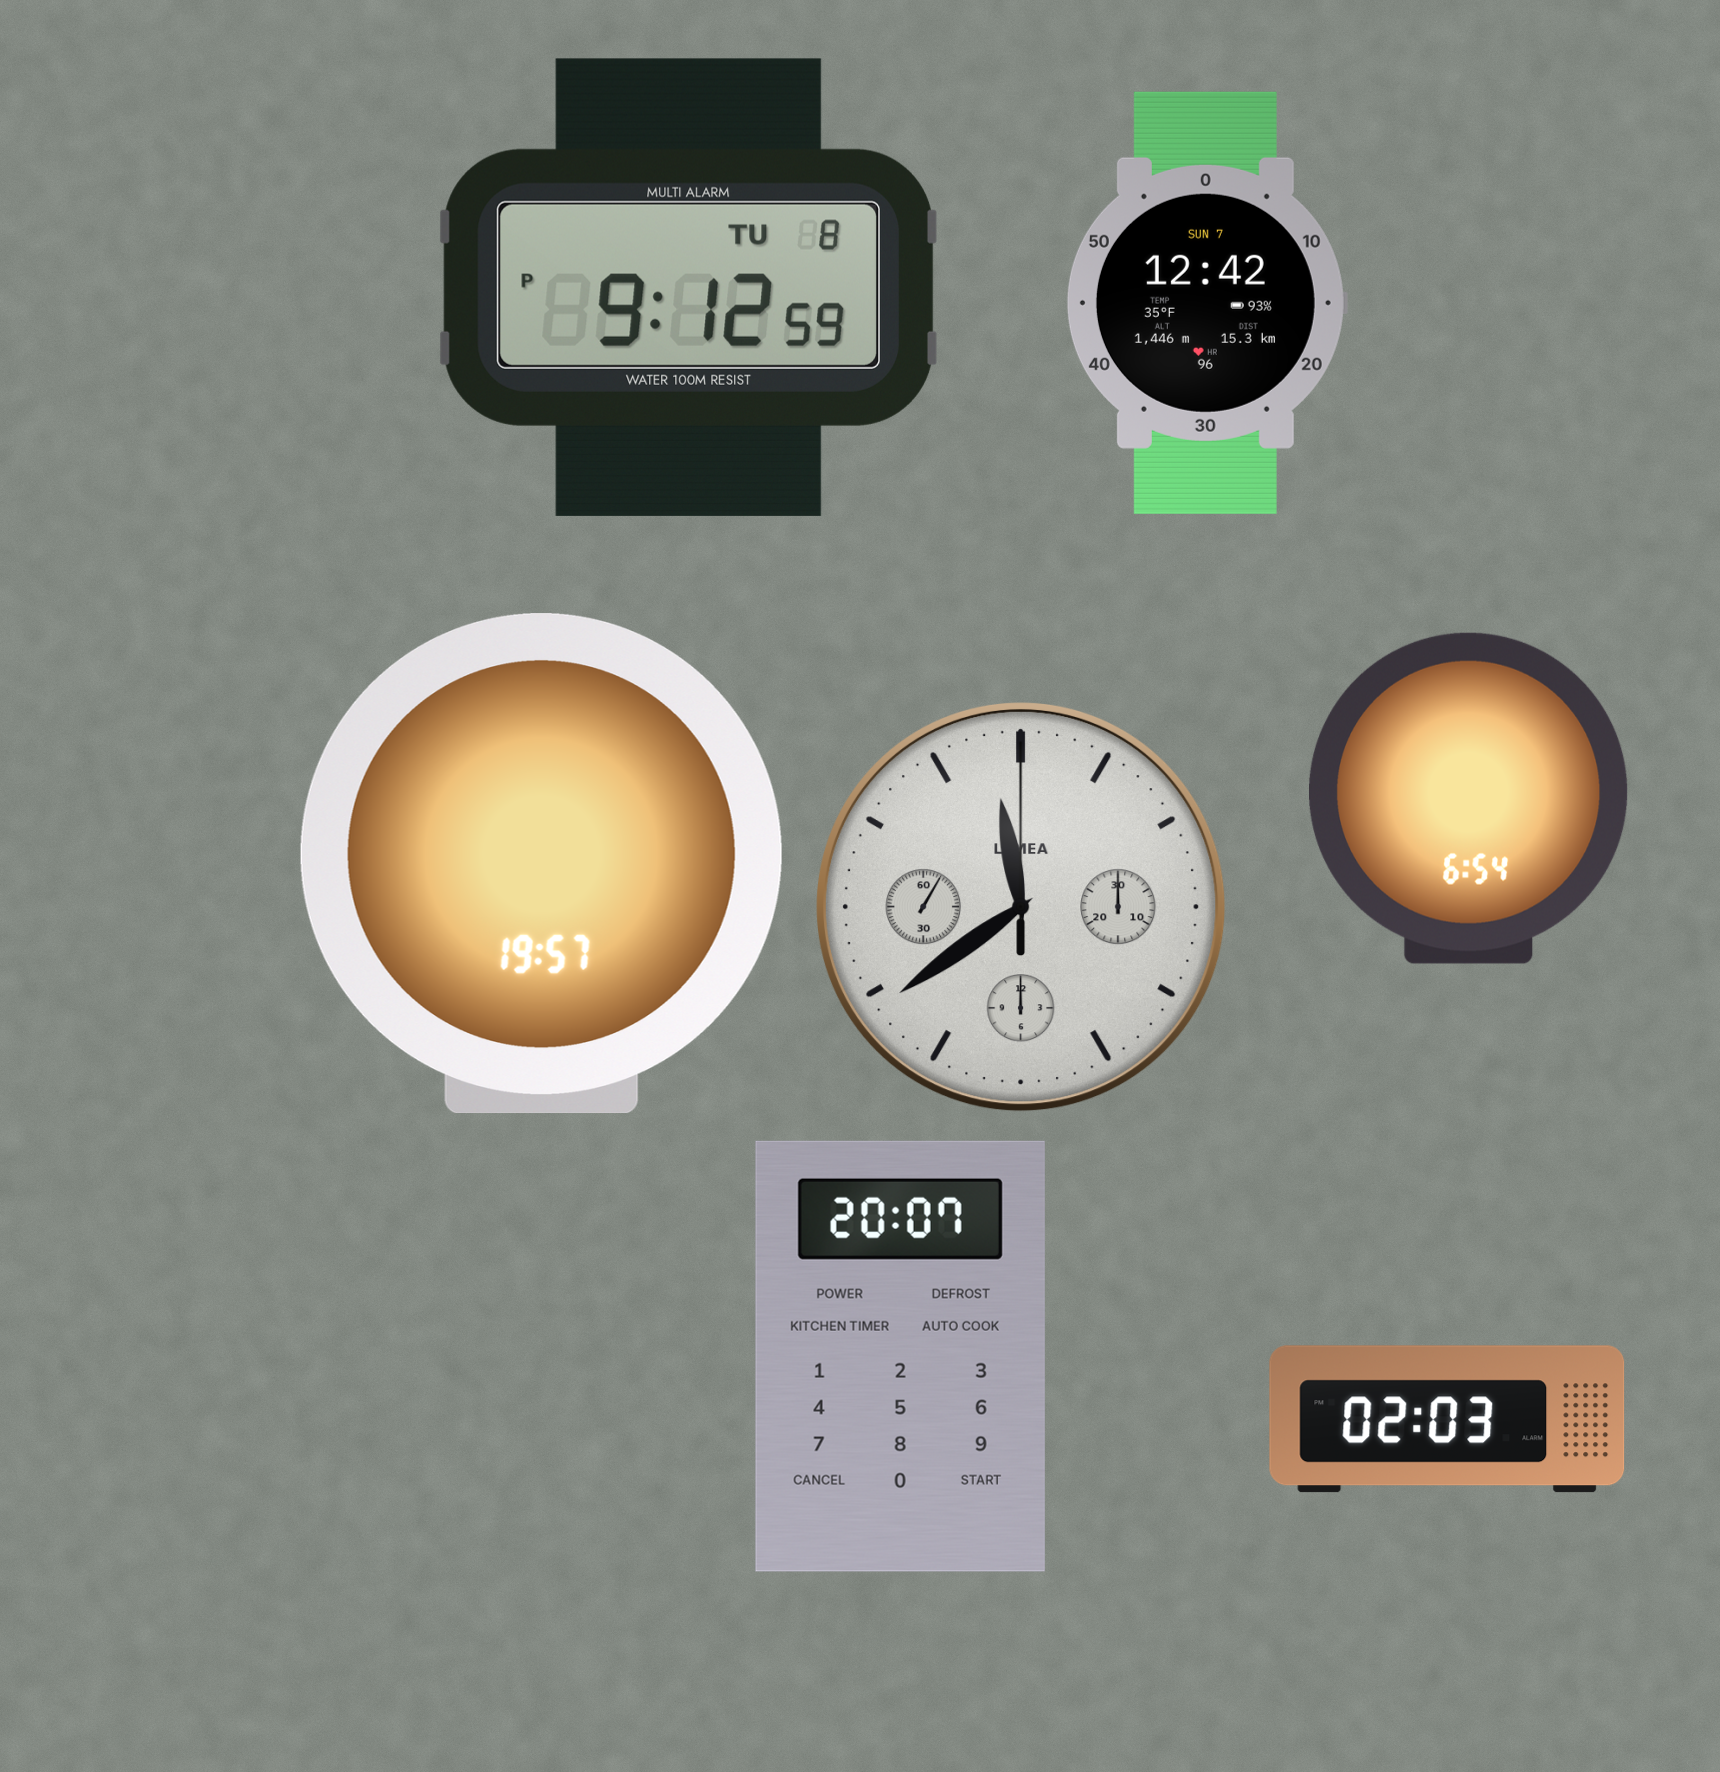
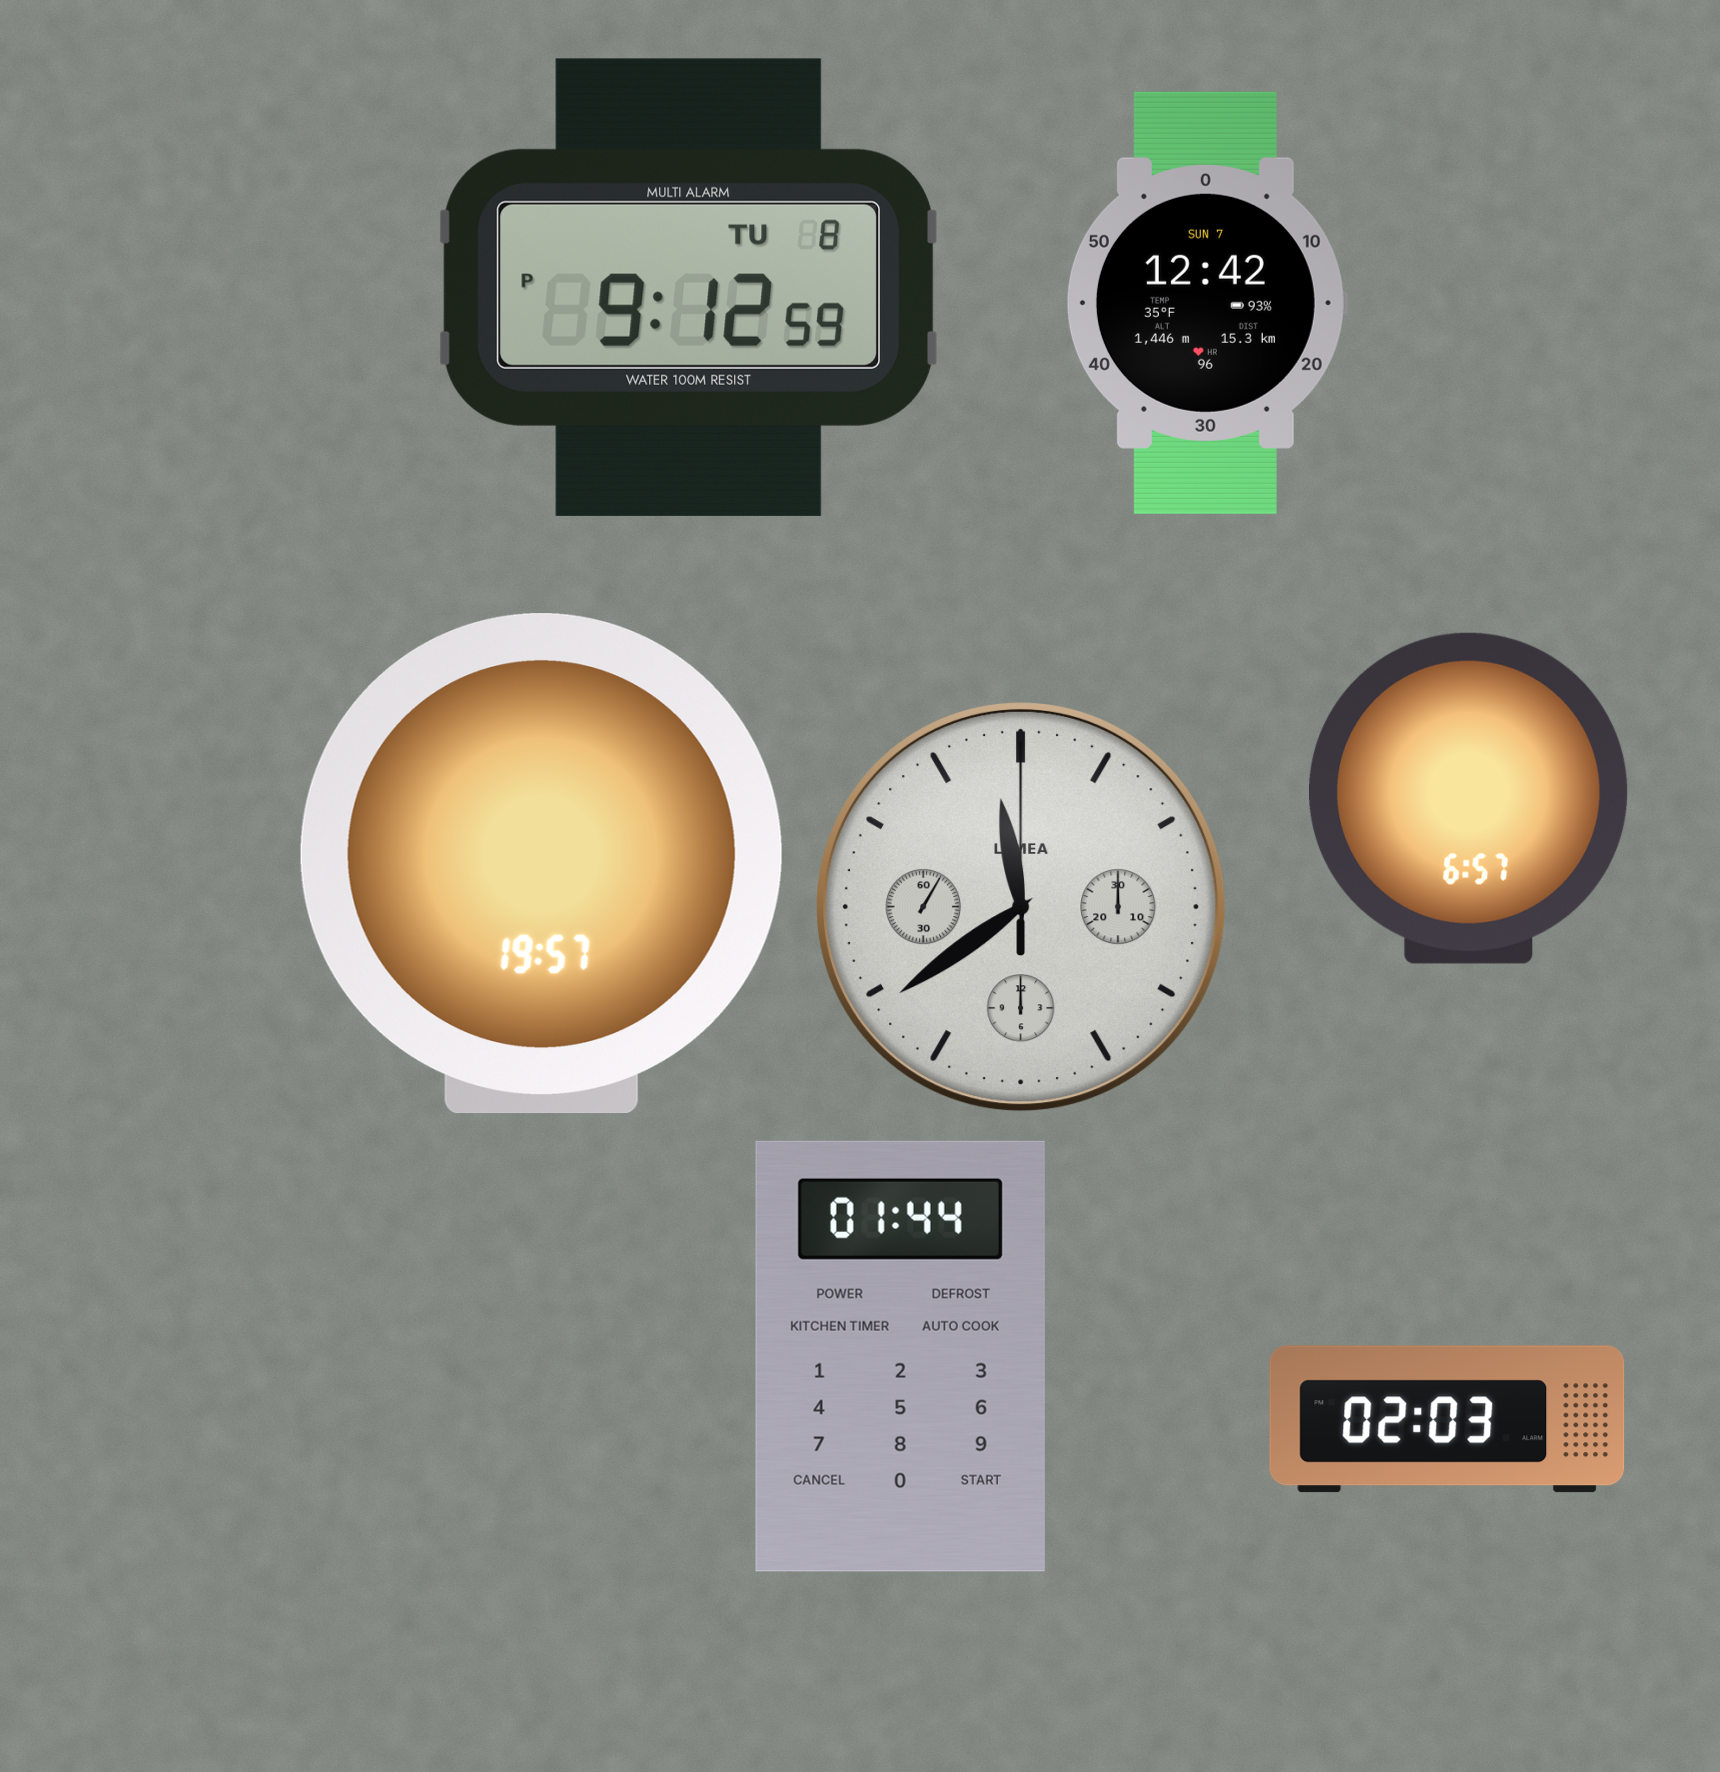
clock at (1469, 798): 6:54 -> 6:57
clock at (900, 1356): 20:07 -> 01:44
